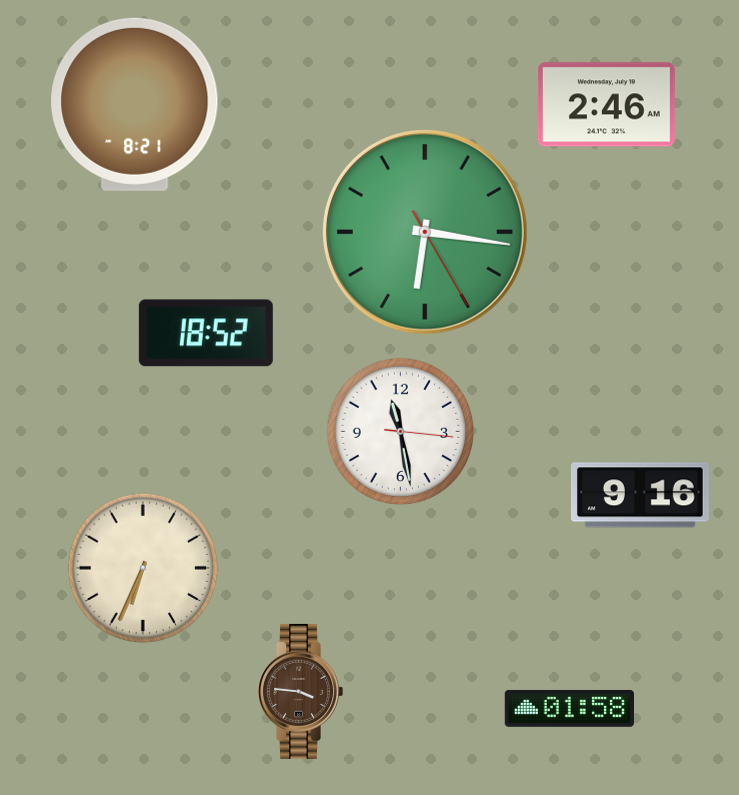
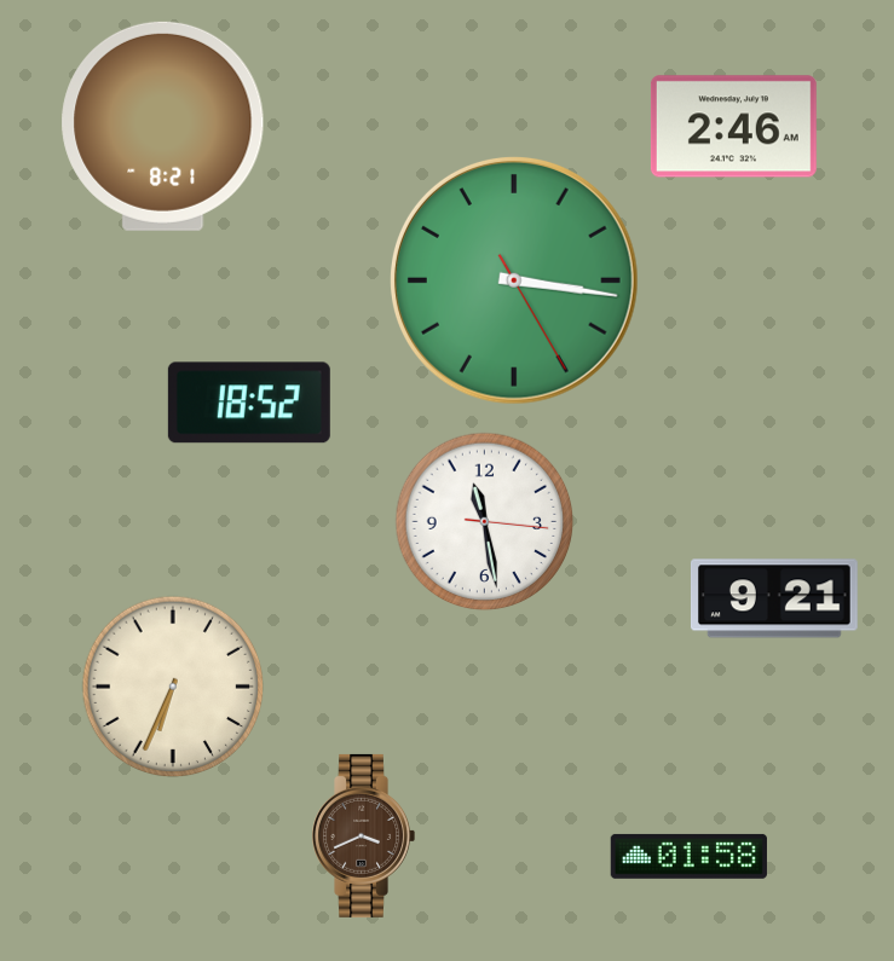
clock at (425, 232): 6:16 -> 3:16
clock at (640, 495): 9:16 -> 9:21
clock at (300, 691): 3:46 -> 3:41
